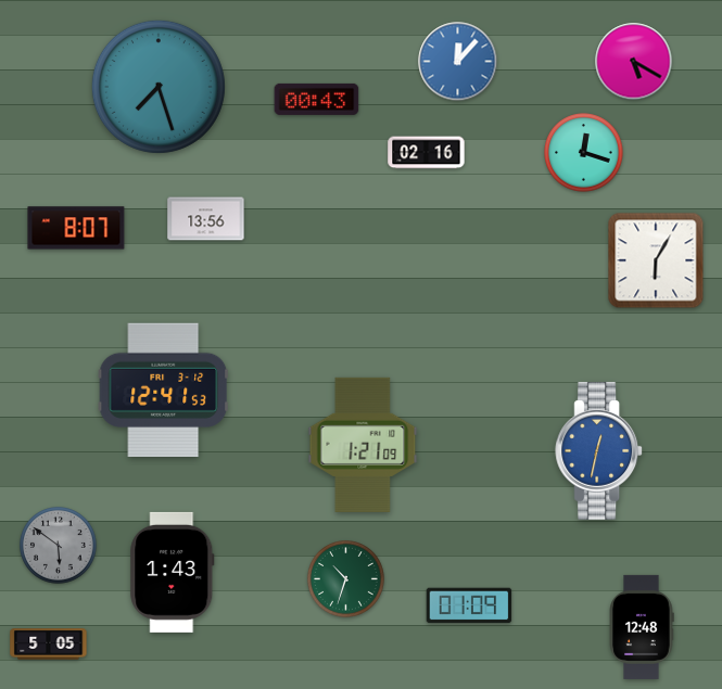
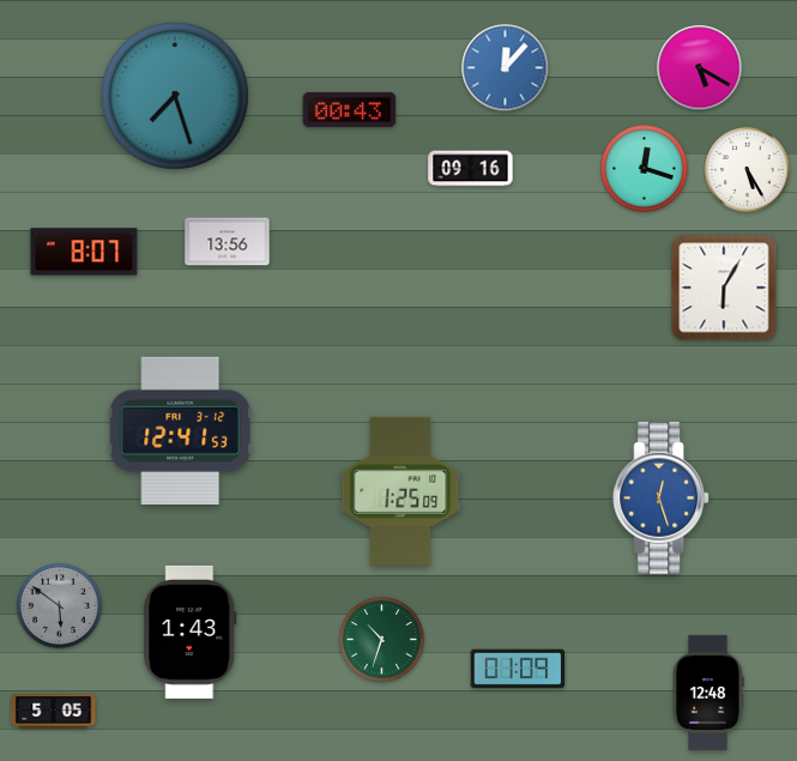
clock at (427, 153): 02:16 -> 09:16
clock at (748, 170): none -> 5:25
clock at (363, 445): 1:21 -> 1:25
clock at (599, 450): 12:32 -> 12:27
clock at (59, 546) position: (59, 546) -> (60, 606)
